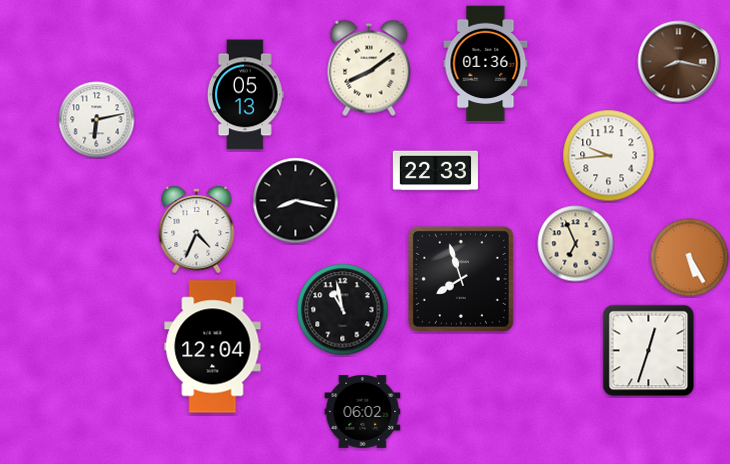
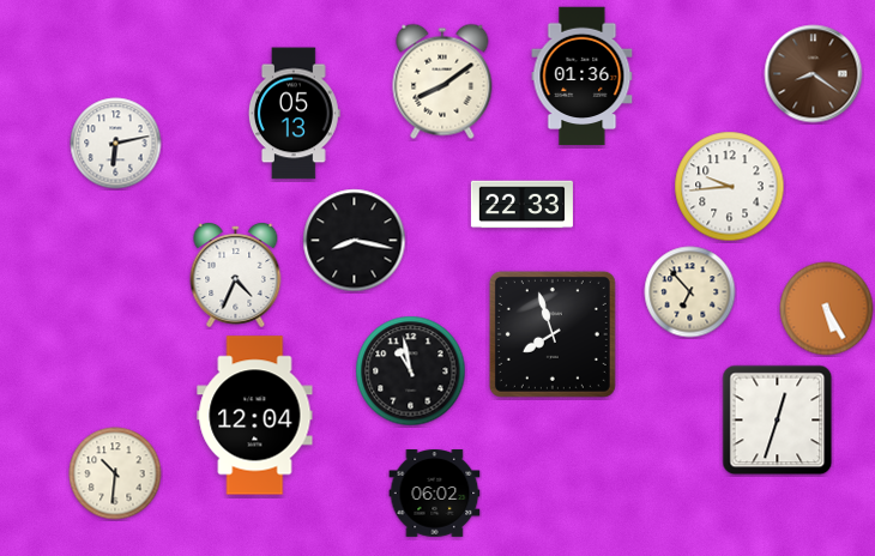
clock at (679, 62): 8:17 -> 8:21
clock at (576, 244): 6:56 -> 6:53
clock at (115, 473): none -> 10:31
